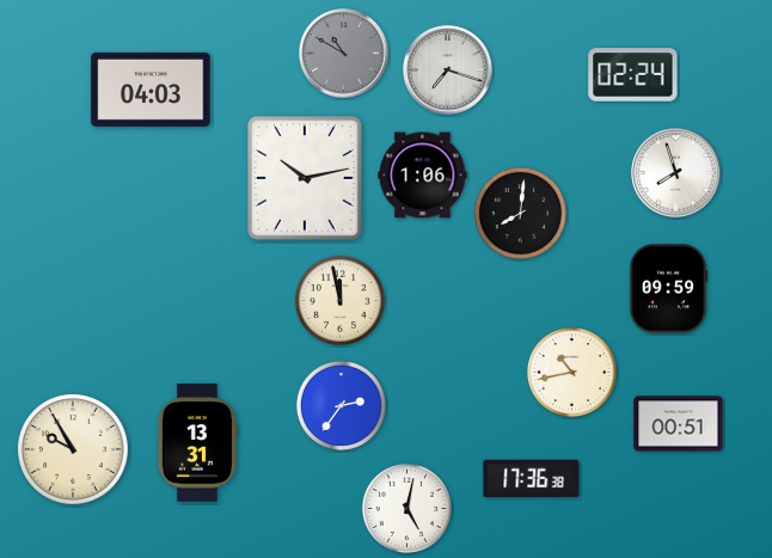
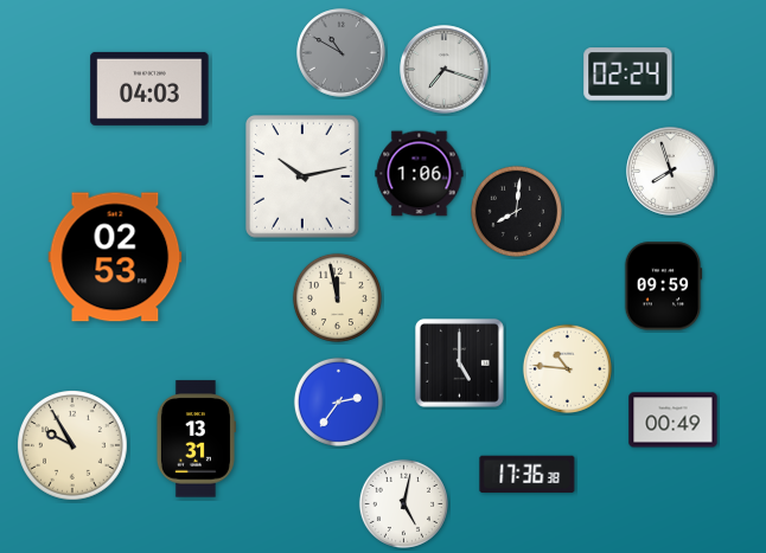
clock at (115, 257): none -> 02:53
clock at (460, 364): none -> 5:00
clock at (571, 372): 10:43 -> 10:46
clock at (679, 424): 00:51 -> 00:49
